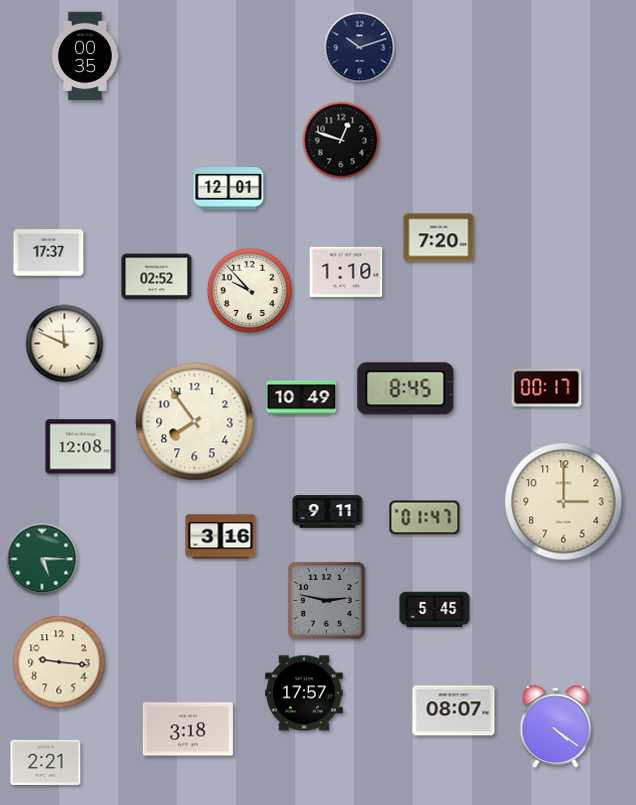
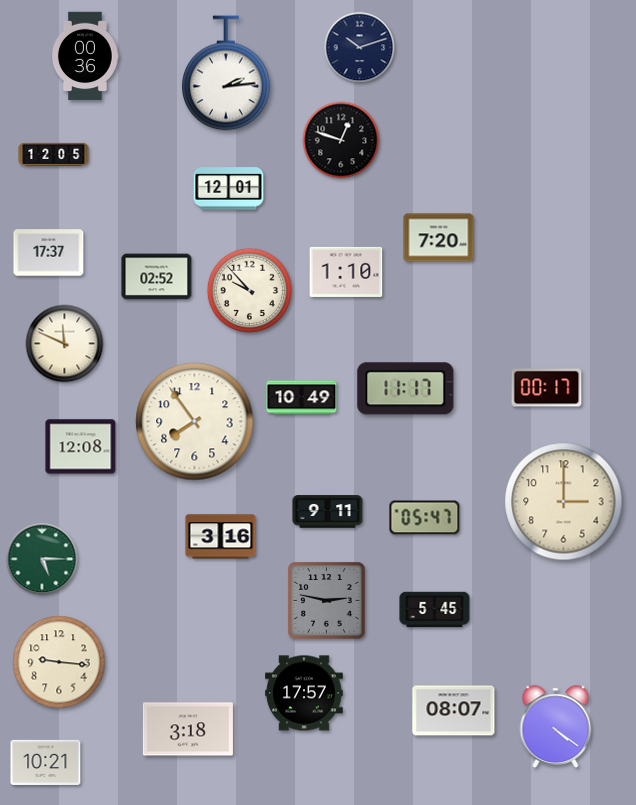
clock at (86, 56): 00:35 -> 00:36
clock at (227, 73): none -> 2:14
clock at (54, 154): none -> 12:05
clock at (406, 389): 8:45 -> 11:17
clock at (425, 518): 01:47 -> 05:47
clock at (46, 762): 2:21 -> 10:21
